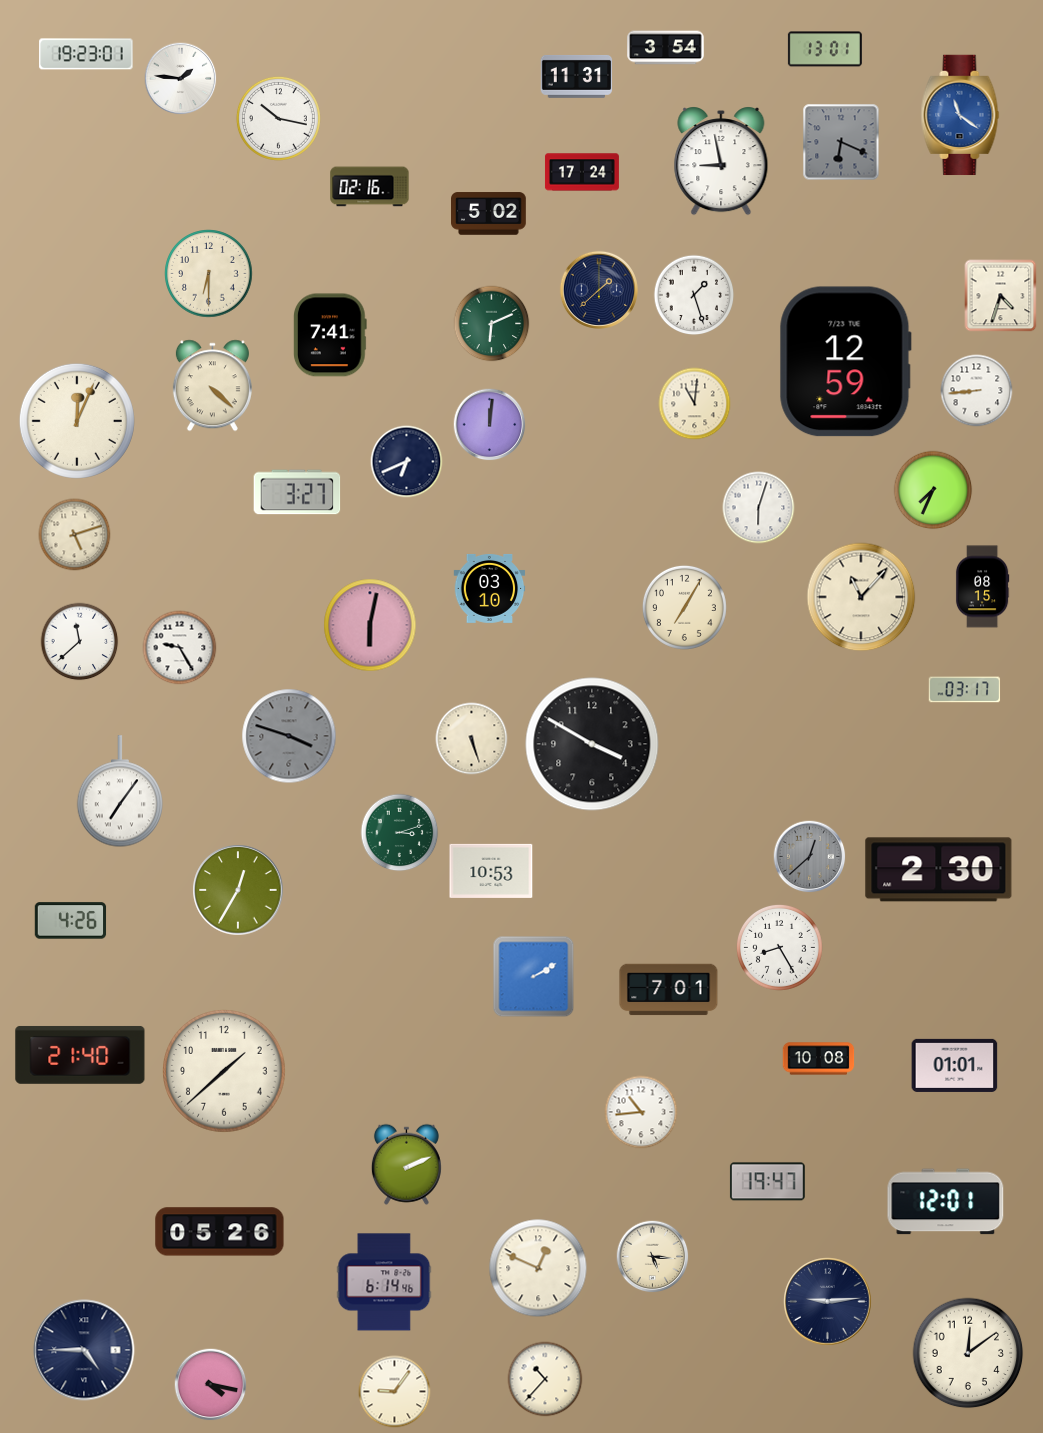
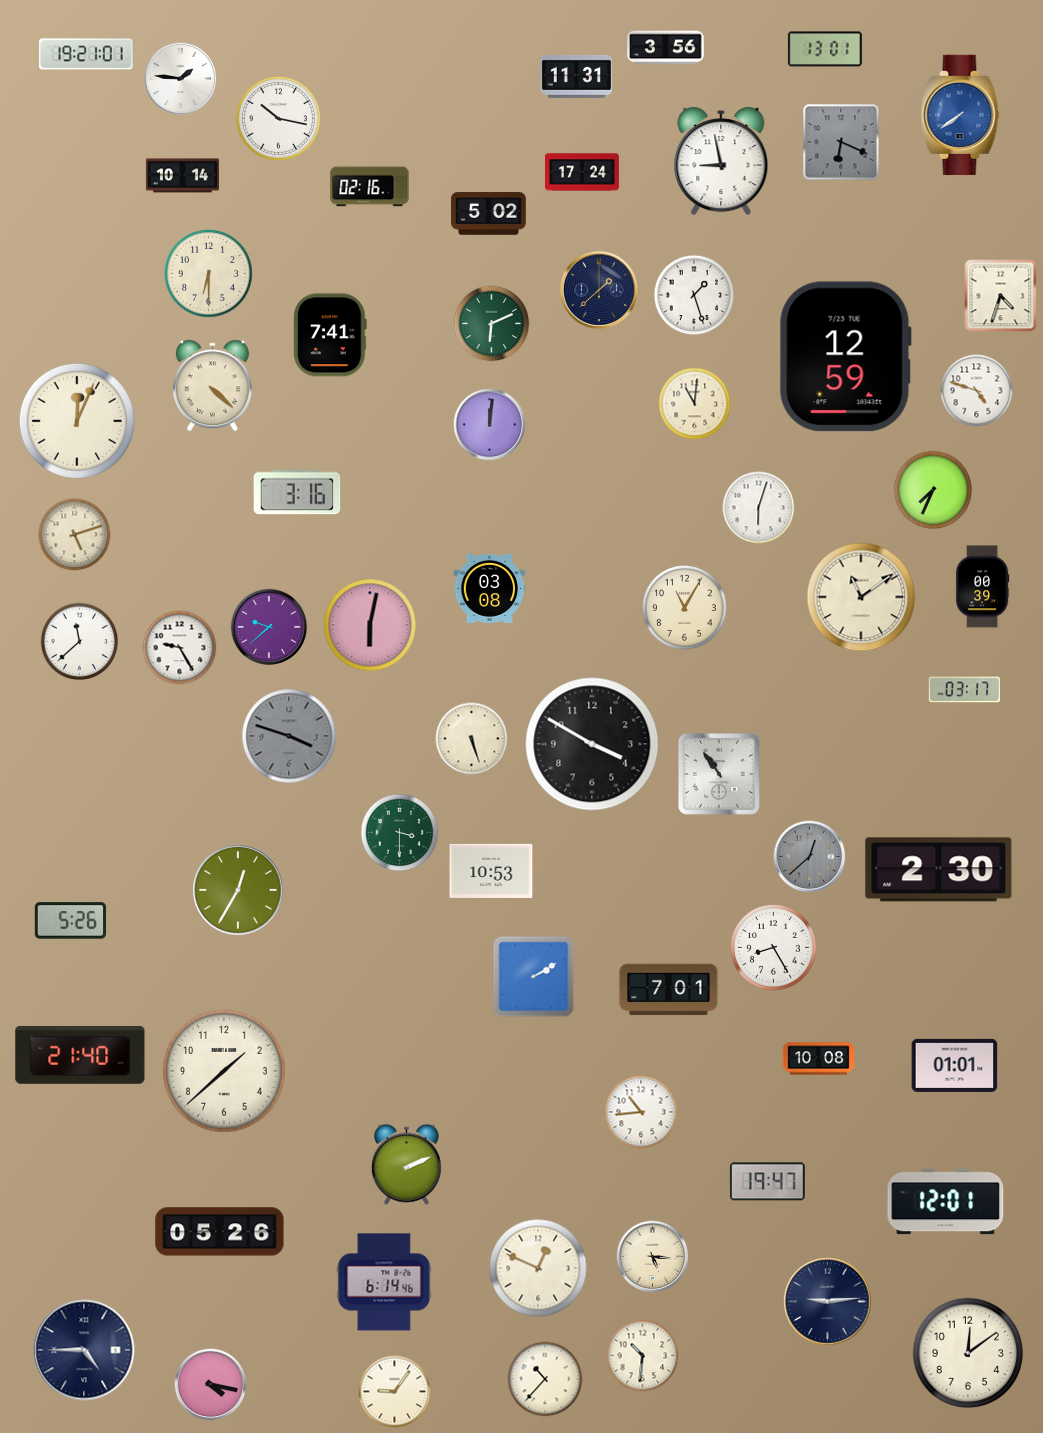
clock at (666, 48): 3:54 -> 3:56
clock at (86, 54): 19:23 -> 19:21
clock at (960, 115): 11:21 -> 7:39
clock at (182, 176): none -> 10:14
clock at (845, 362) position: (845, 362) -> (845, 357)
clock at (977, 391): 8:44 -> 4:48
clock at (407, 462): 6:41 -> none
clock at (297, 492): 3:27 -> 3:16
clock at (982, 587): 08:15 -> 00:39
clock at (490, 588): 03:10 -> 03:08
clock at (861, 597): 11:07 -> 11:09
clock at (684, 607): 7:05 -> 11:05
clock at (268, 626): none -> 9:38
clock at (719, 774): none -> 10:54
clock at (119, 792): 7:06 -> none
clock at (400, 833): 3:12 -> 3:30
clock at (71, 921): 4:26 -> 5:26
clock at (780, 948) position: (780, 948) -> (774, 948)
clock at (643, 1356): none -> 10:31
